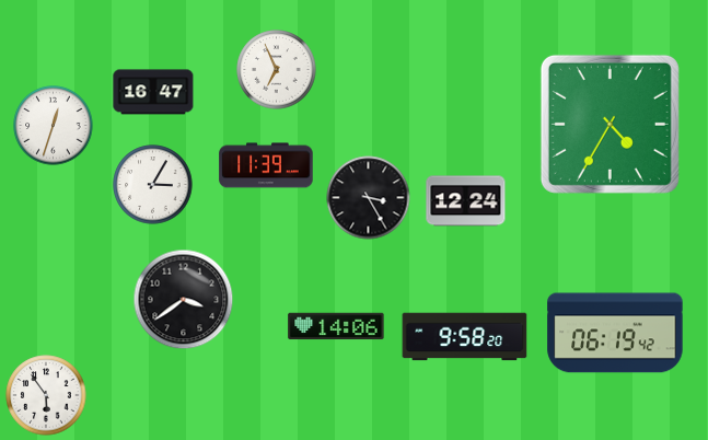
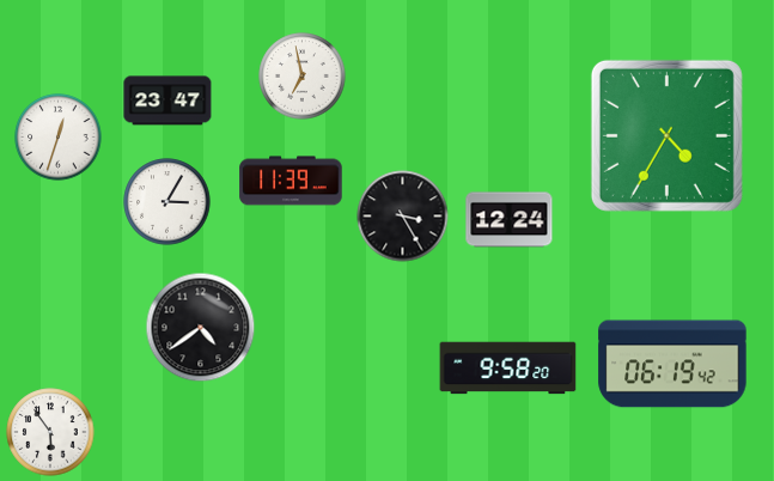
clock at (277, 70): 6:56 -> 6:58
clock at (153, 92): 16:47 -> 23:47
clock at (184, 300): 3:39 -> 4:39
clock at (336, 326): 14:06 -> none
